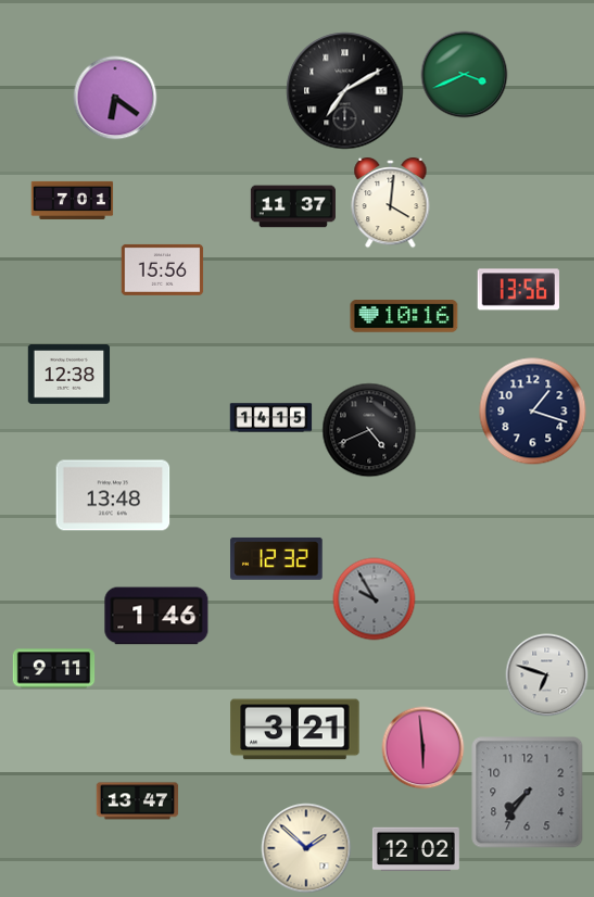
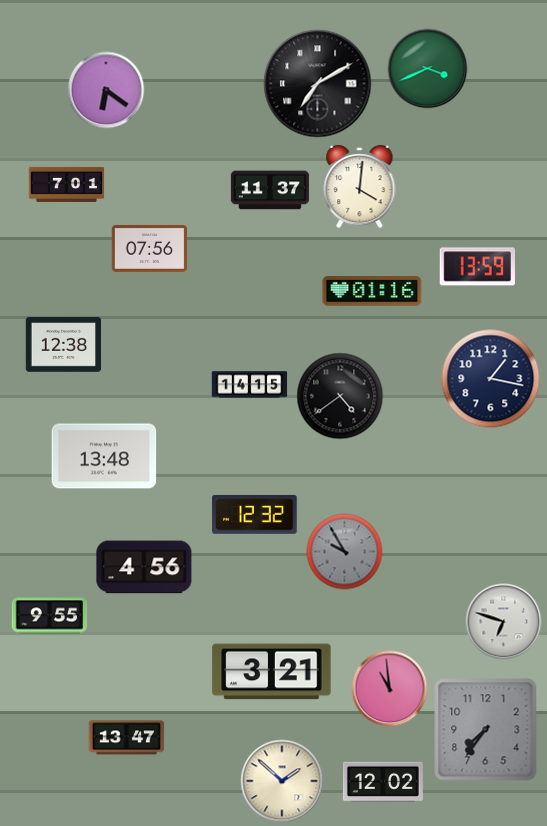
clock at (163, 269): 15:56 -> 07:56
clock at (518, 290): 13:56 -> 13:59
clock at (404, 316): 10:16 -> 01:16
clock at (533, 412): 1:18 -> 1:17
clock at (369, 430): 4:41 -> 4:39
clock at (156, 616): 1:46 -> 4:56
clock at (54, 669): 9:11 -> 9:55
clock at (424, 748): 5:59 -> 10:59
